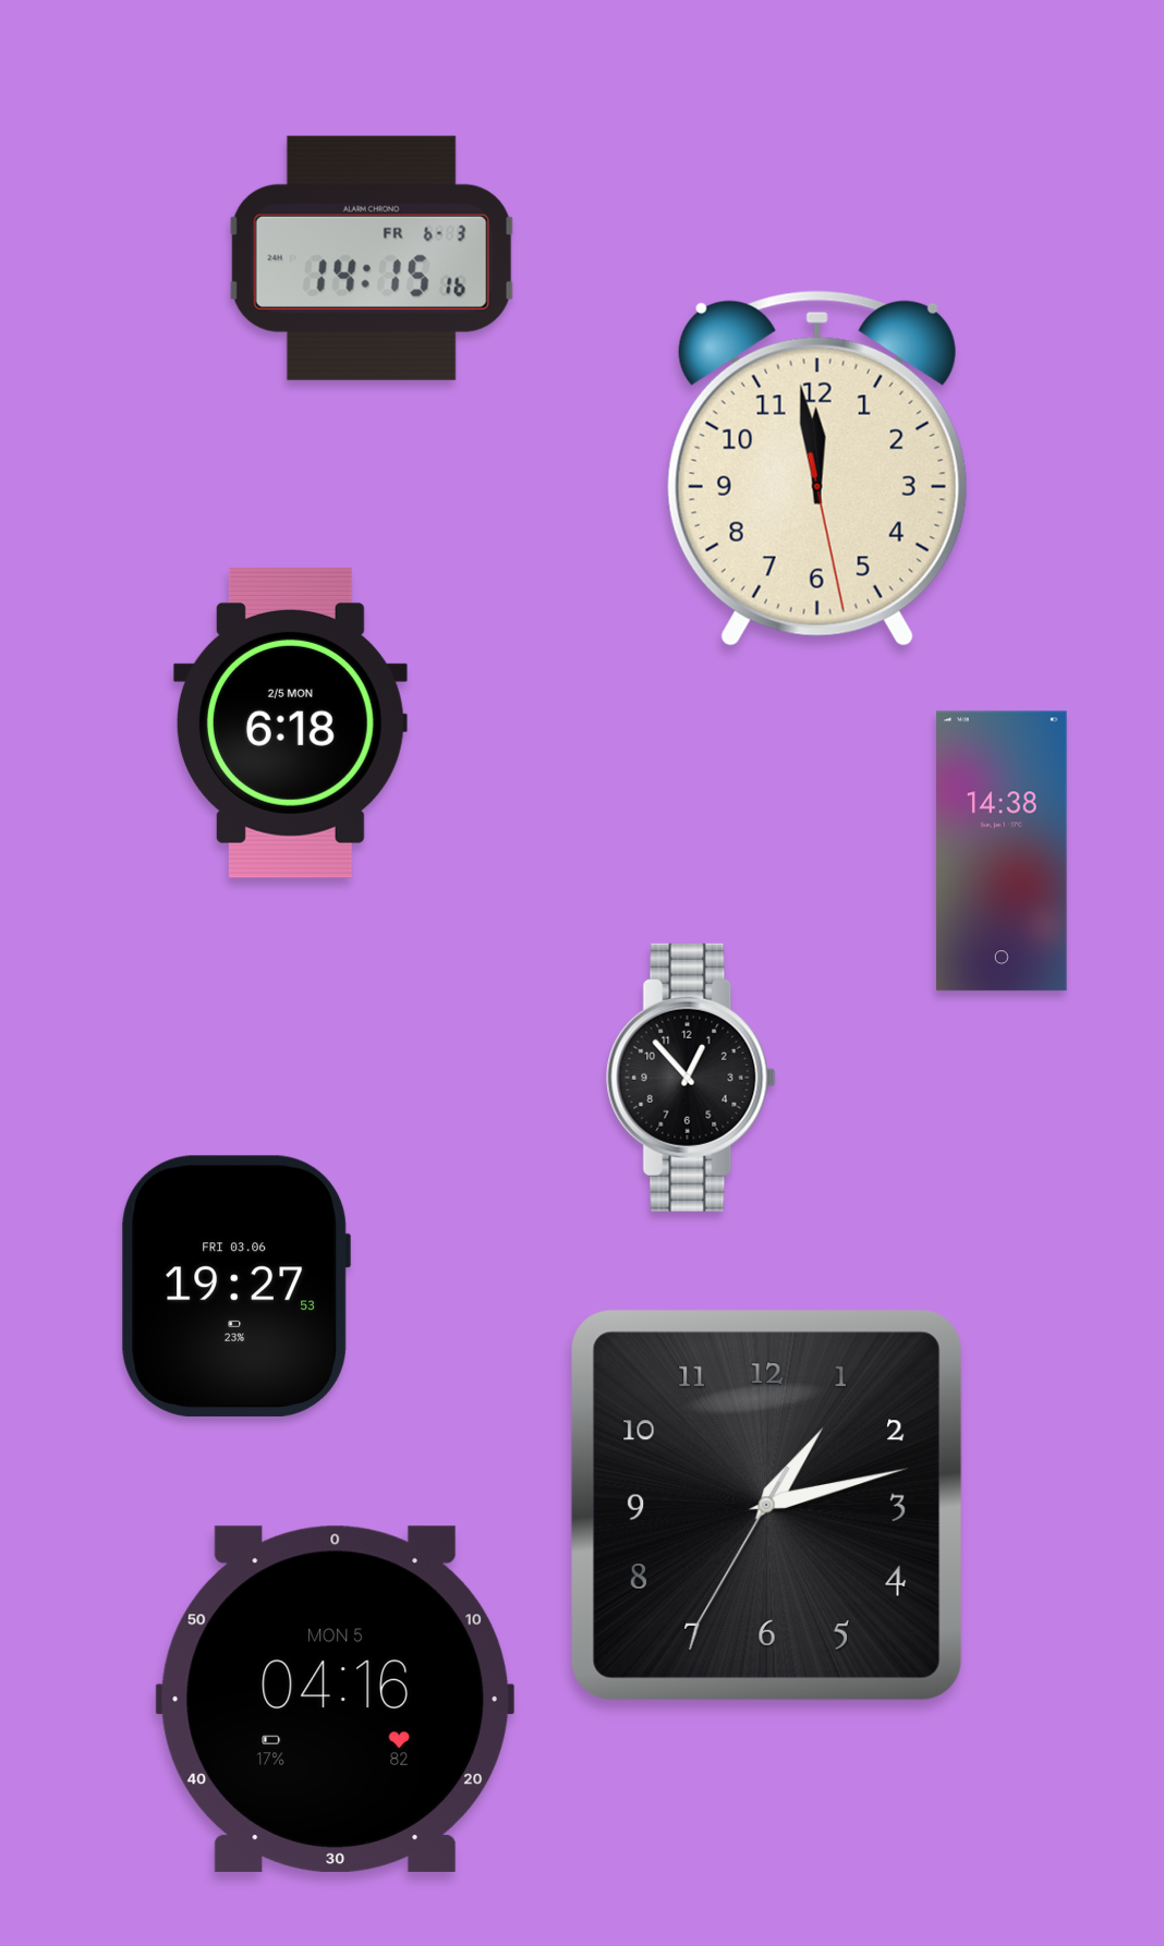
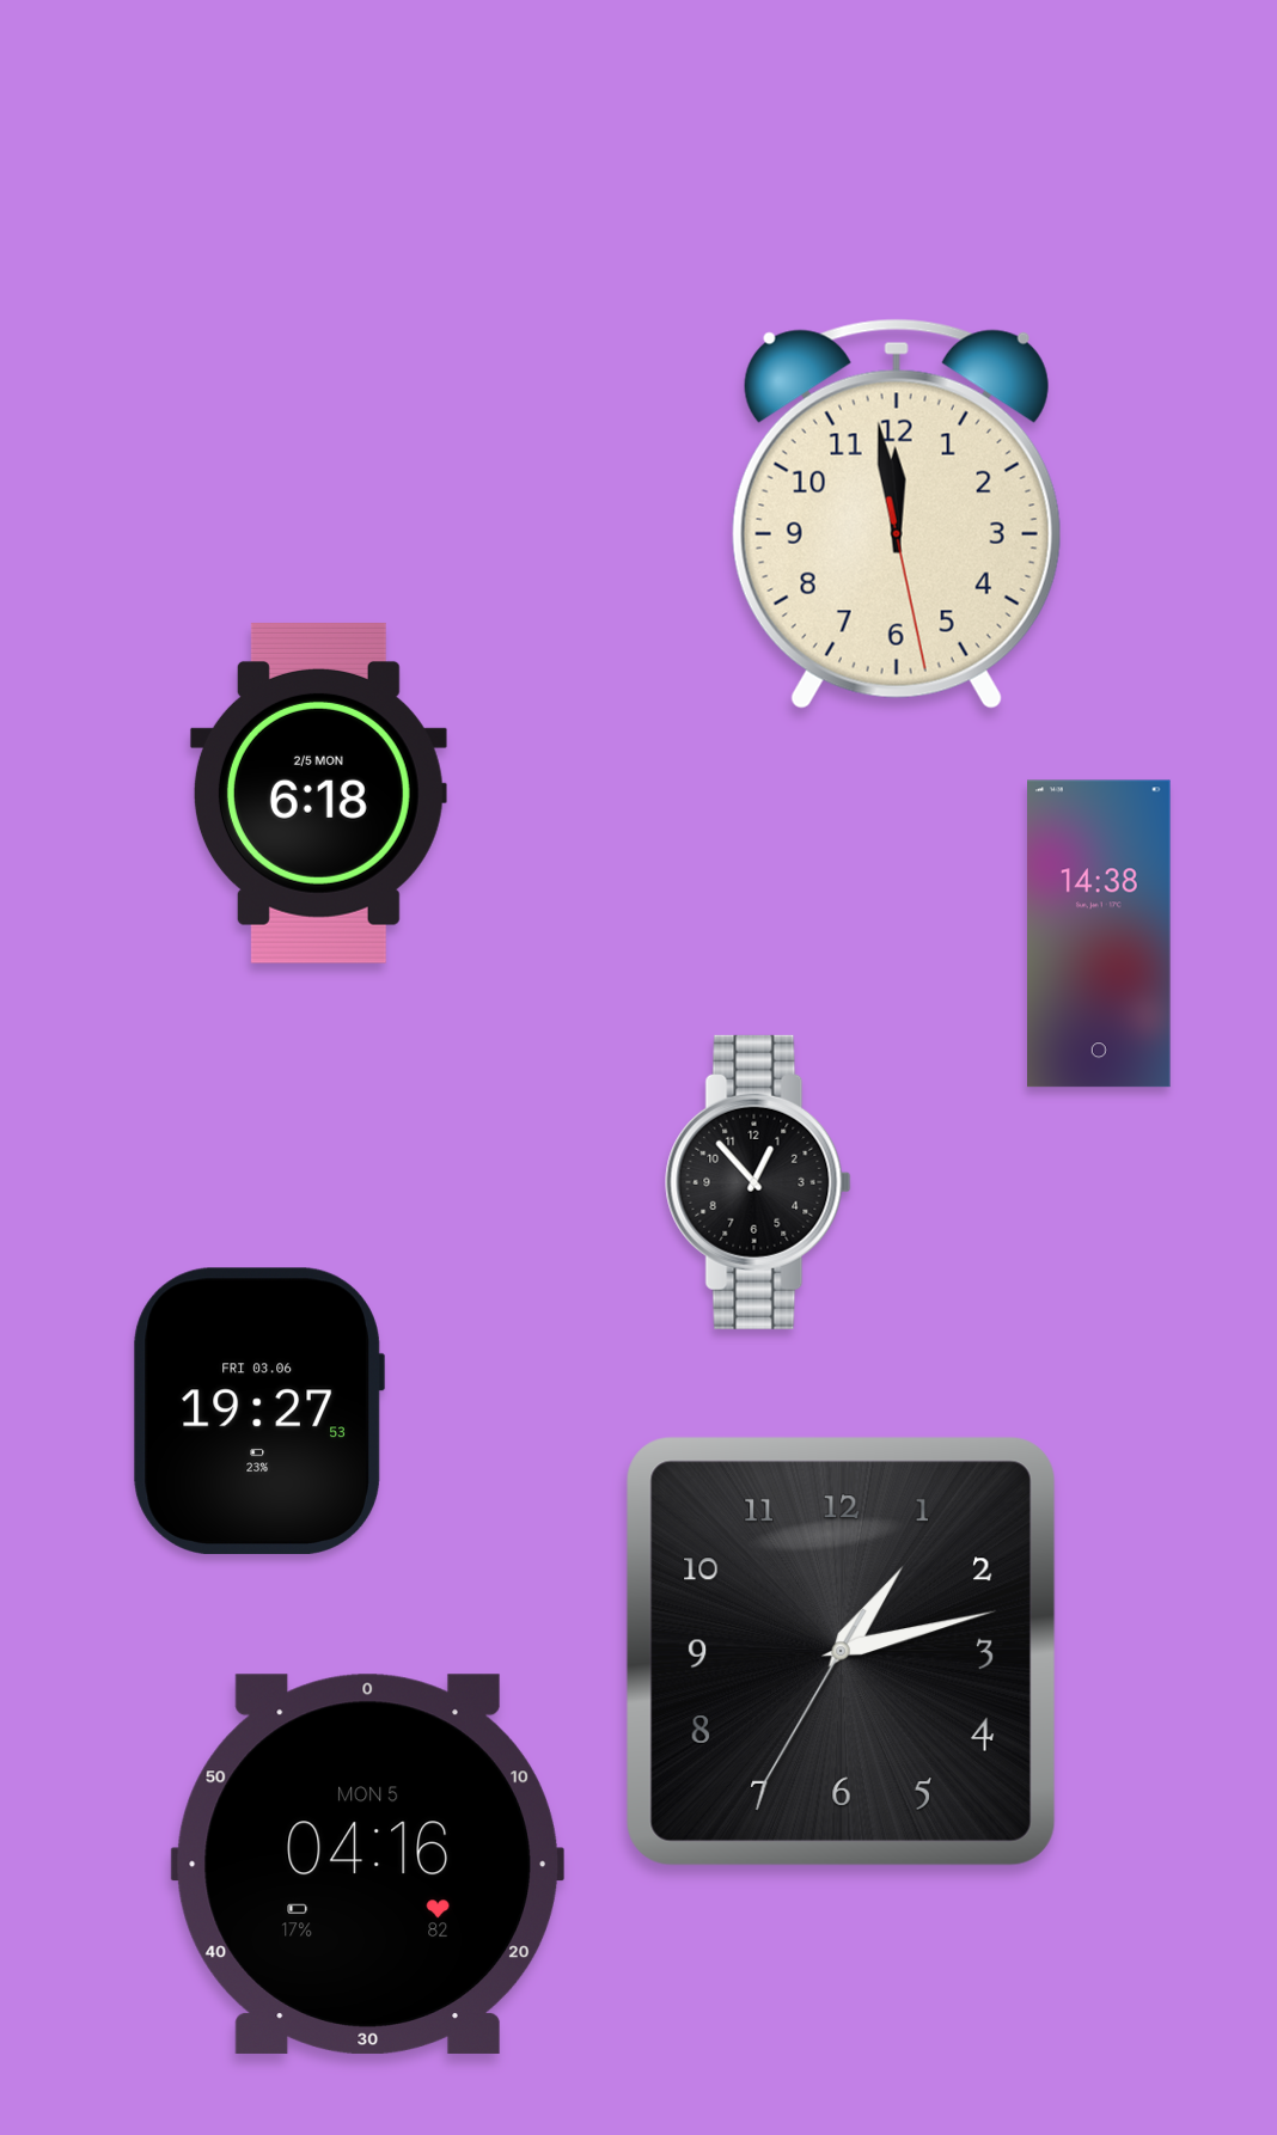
clock at (372, 258): 14:15 -> none
